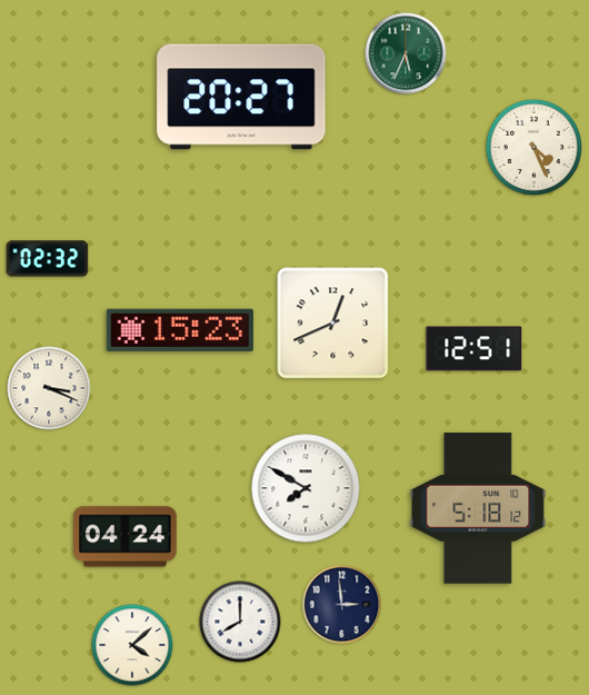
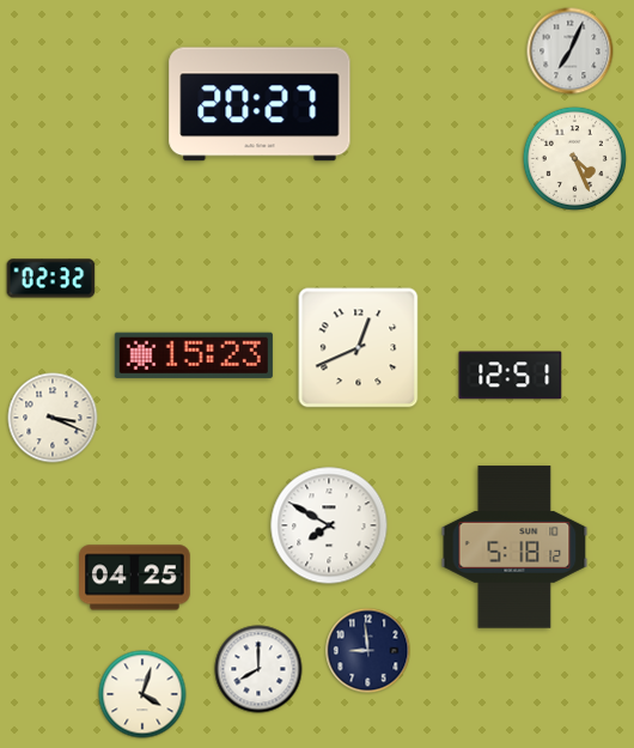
clock at (571, 51): none -> 7:04
clock at (406, 53): 5:34 -> none
clock at (126, 537): 04:24 -> 04:25
clock at (342, 605): 2:59 -> 8:59
clock at (132, 645): 4:08 -> 4:03
